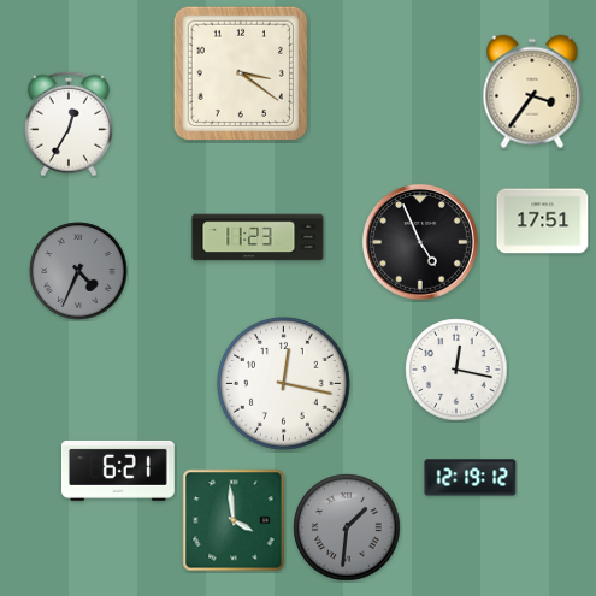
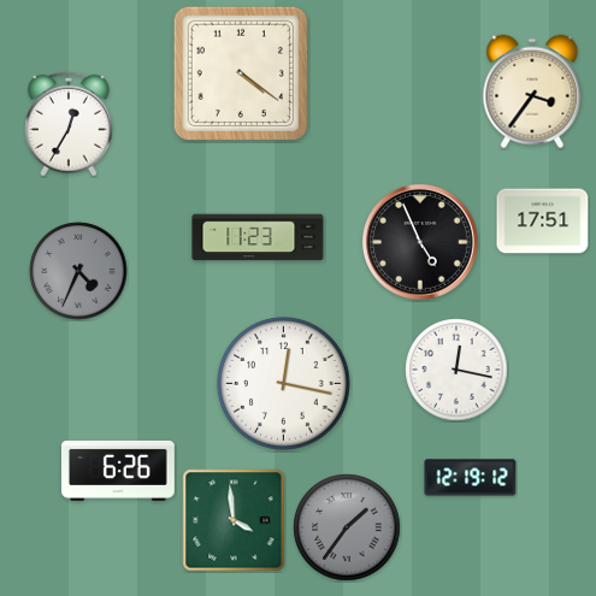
clock at (241, 73): 3:21 -> 4:21
clock at (118, 471): 6:21 -> 6:26
clock at (347, 527): 1:31 -> 1:36
